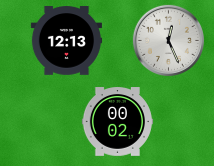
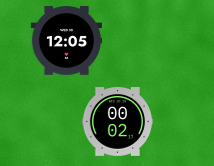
clock at (168, 40): 12:26 -> none
clock at (66, 41): 12:13 -> 12:05
